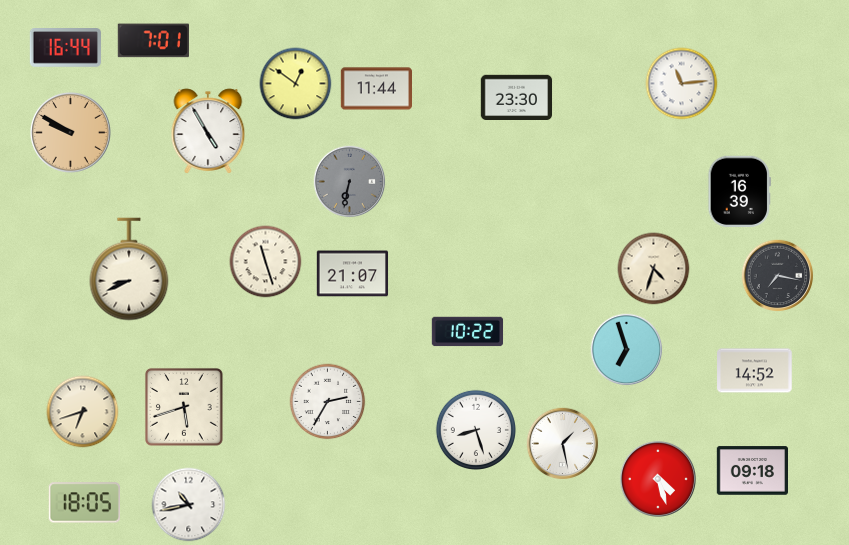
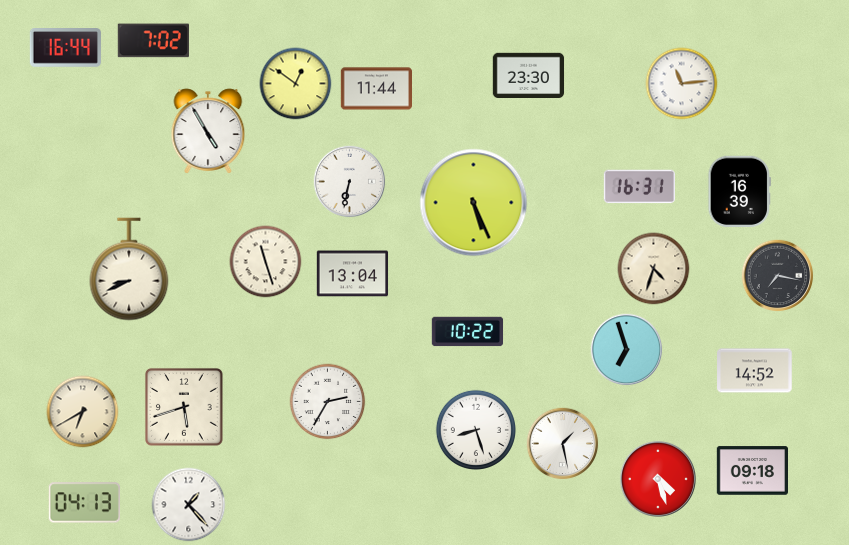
clock at (153, 41): 7:01 -> 7:02
clock at (517, 97) position: (517, 97) -> (529, 75)
clock at (70, 132): 9:50 -> none
clock at (350, 182) dial: grey -> white
clock at (639, 187): none -> 16:31
clock at (474, 203): none -> 5:26
clock at (353, 274): 21:07 -> 13:04
clock at (83, 412): 6:42 -> 6:40
clock at (84, 503): 18:05 -> 04:13
clock at (189, 505): 10:43 -> 1:23
